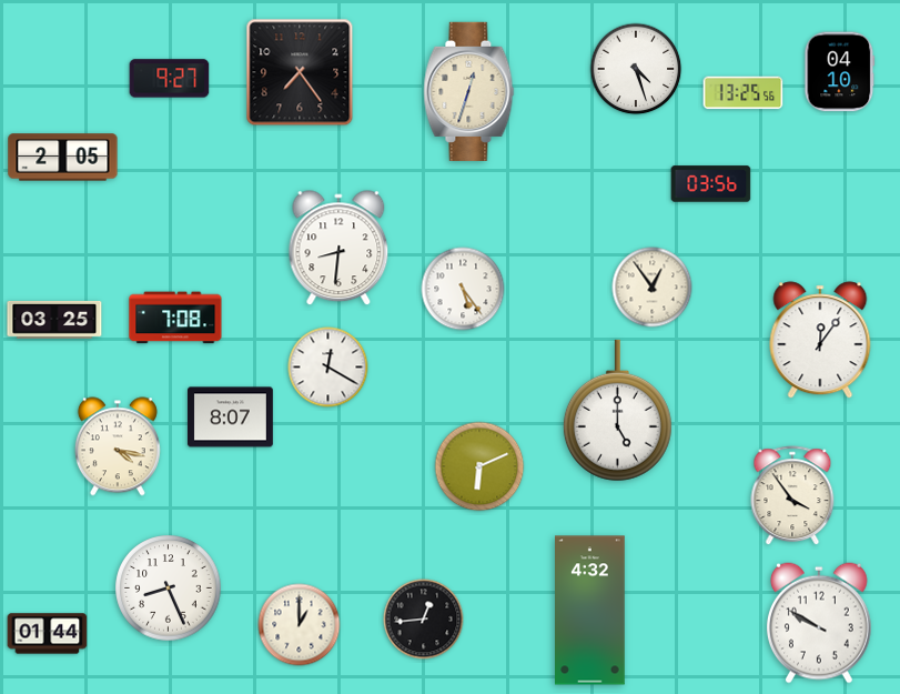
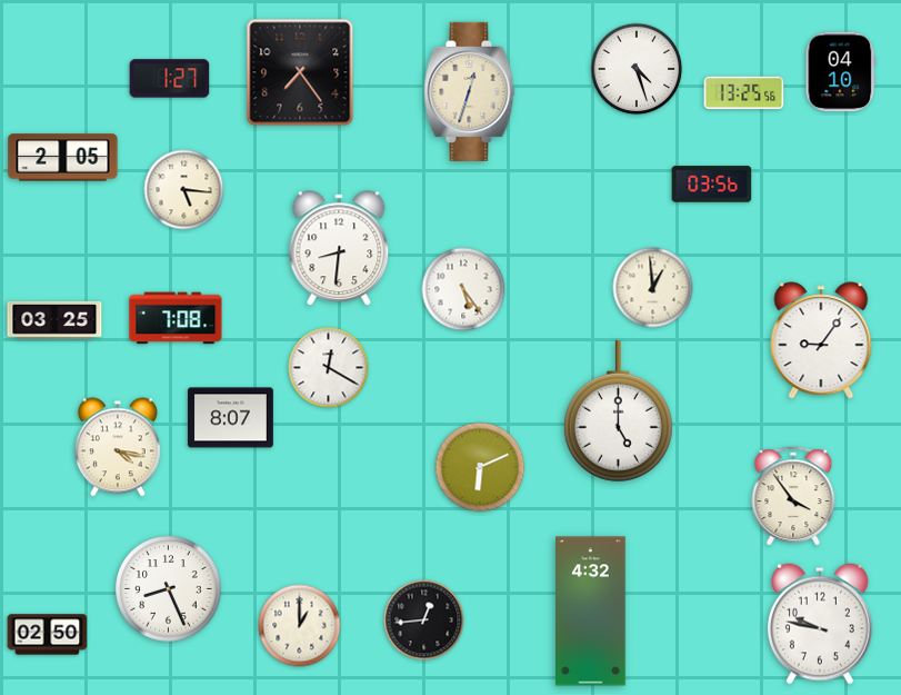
clock at (170, 79): 9:27 -> 1:27
clock at (184, 190): none -> 5:16
clock at (653, 288): 12:54 -> 12:59
clock at (820, 340): 12:06 -> 9:06
clock at (819, 623): 9:50 -> 9:47
clock at (48, 634): 01:44 -> 02:50
